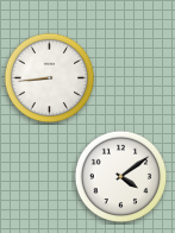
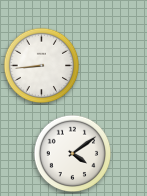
clock at (121, 177) position: (121, 177) -> (73, 154)
